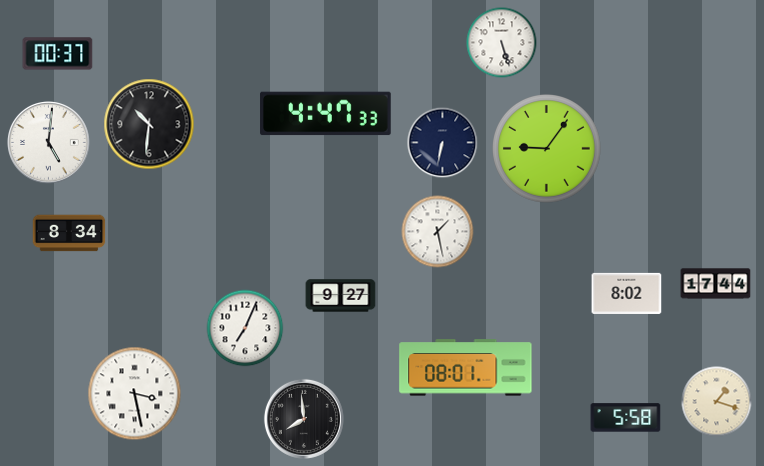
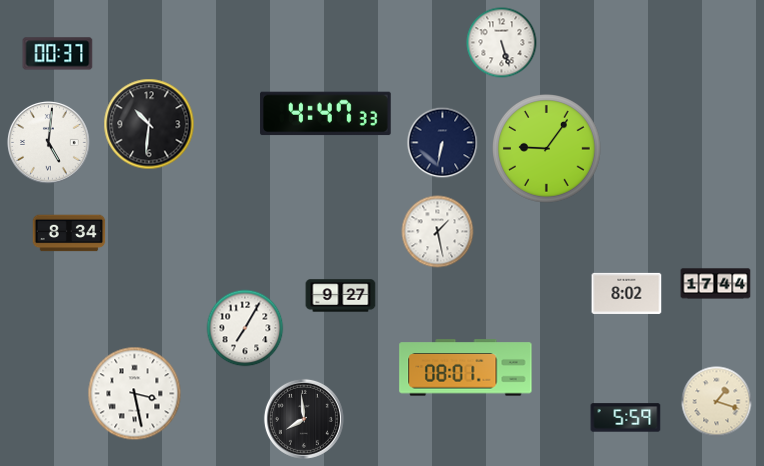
clock at (245, 328): 7:04 -> 7:05
clock at (626, 418): 5:58 -> 5:59
